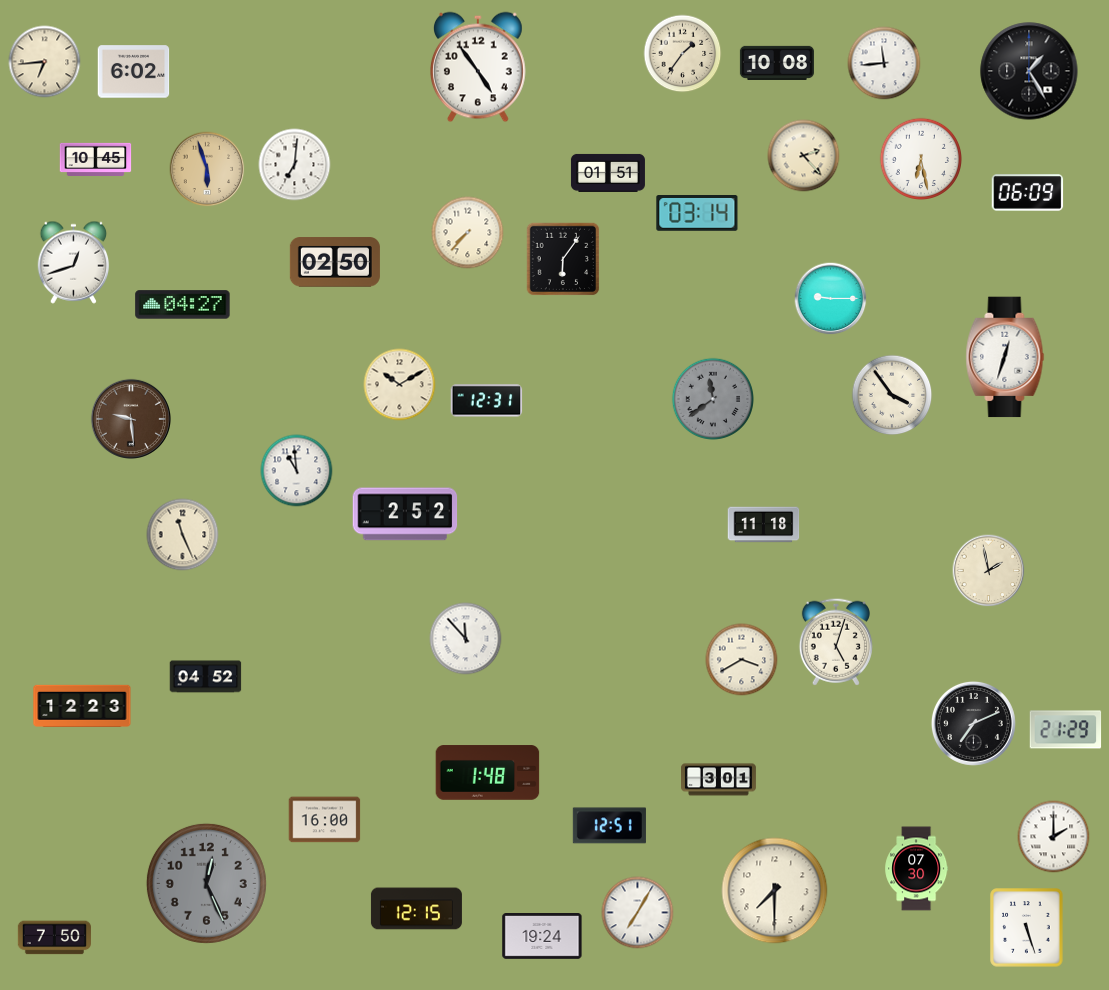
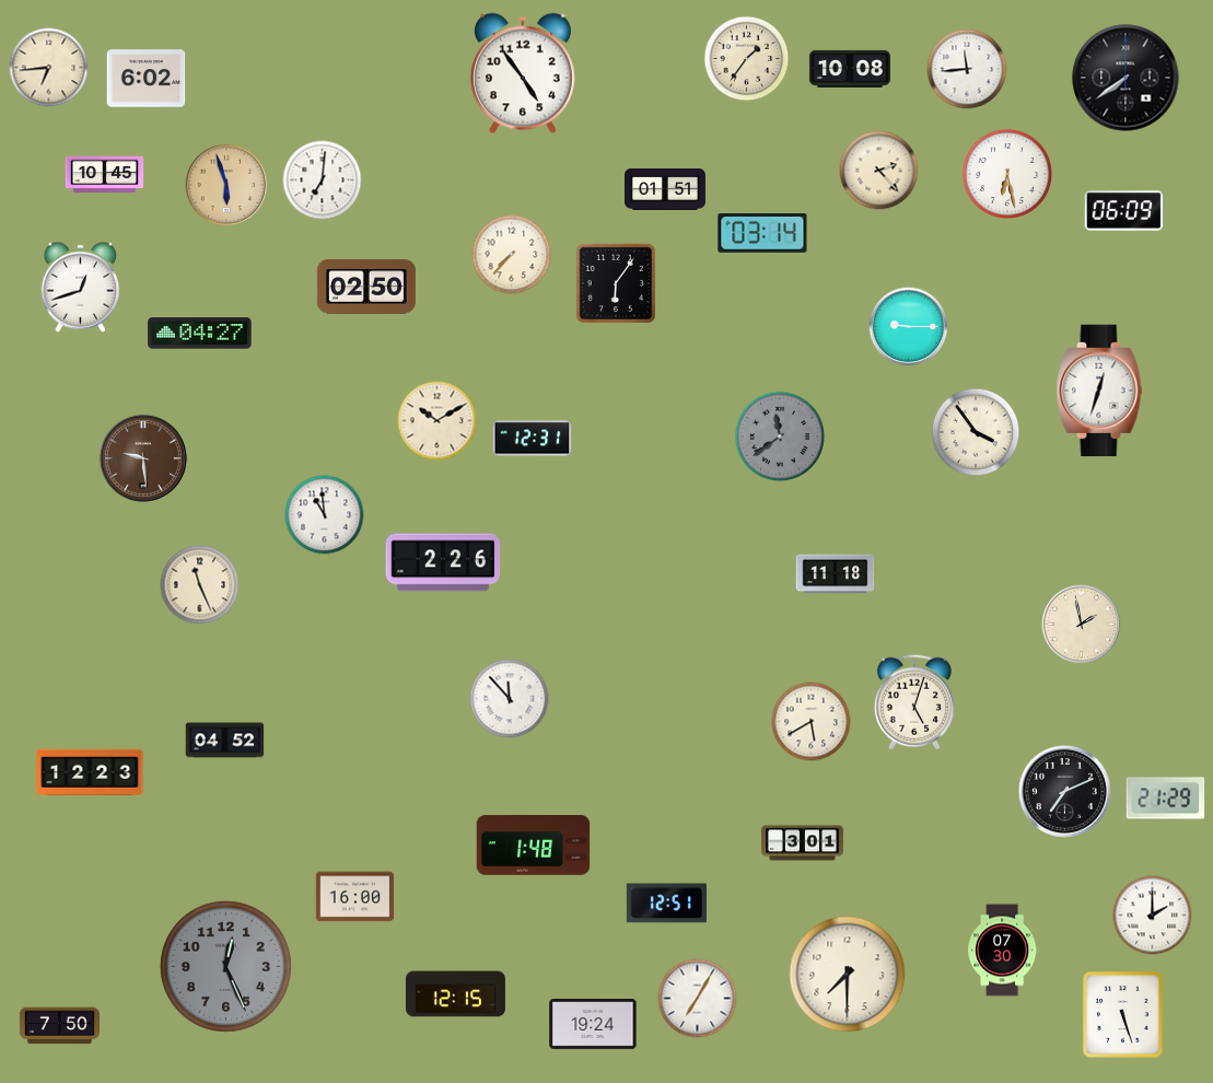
clock at (1029, 71): 1:25 -> 7:39
clock at (405, 514): 2:52 -> 2:26
clock at (742, 660): 3:40 -> 5:40
clock at (719, 780) position: (719, 780) -> (803, 843)
